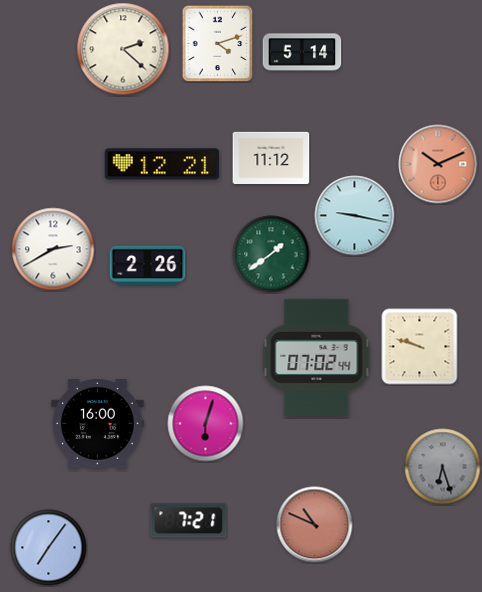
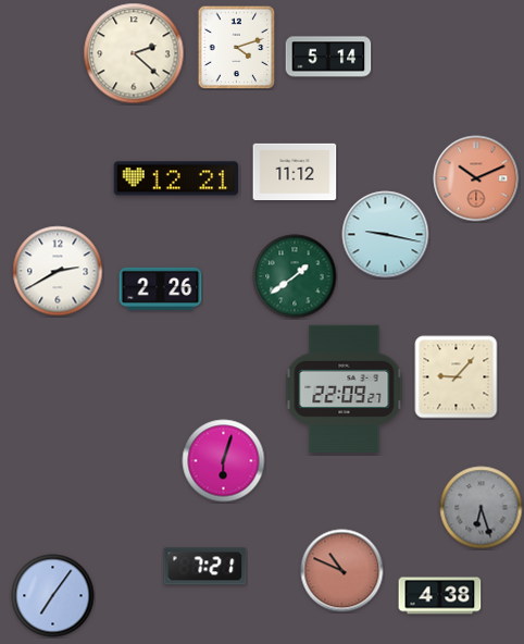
clock at (420, 347): 9:48 -> 9:07
clock at (317, 357): 07:02 -> 22:09
clock at (98, 424): 16:00 -> none
clock at (440, 596): none -> 4:38
